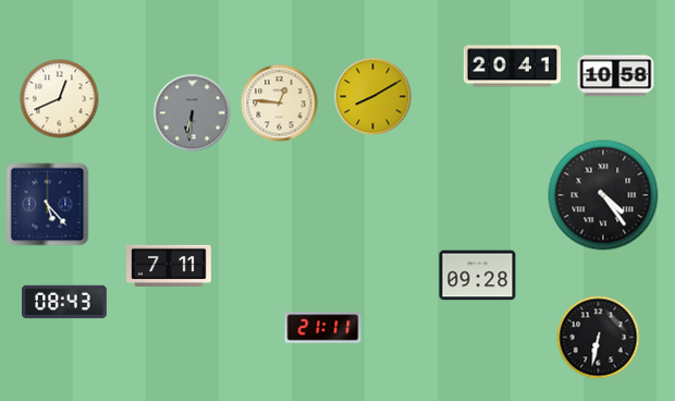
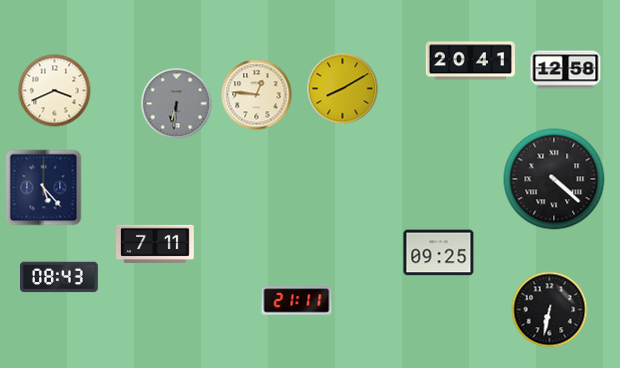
clock at (616, 76): 10:58 -> 12:58
clock at (60, 99): 12:41 -> 3:41
clock at (603, 195): 4:24 -> 4:22
clock at (478, 276): 09:28 -> 09:25
